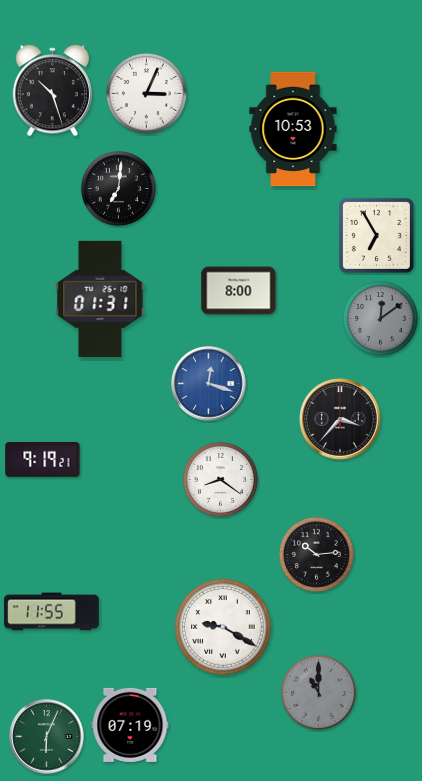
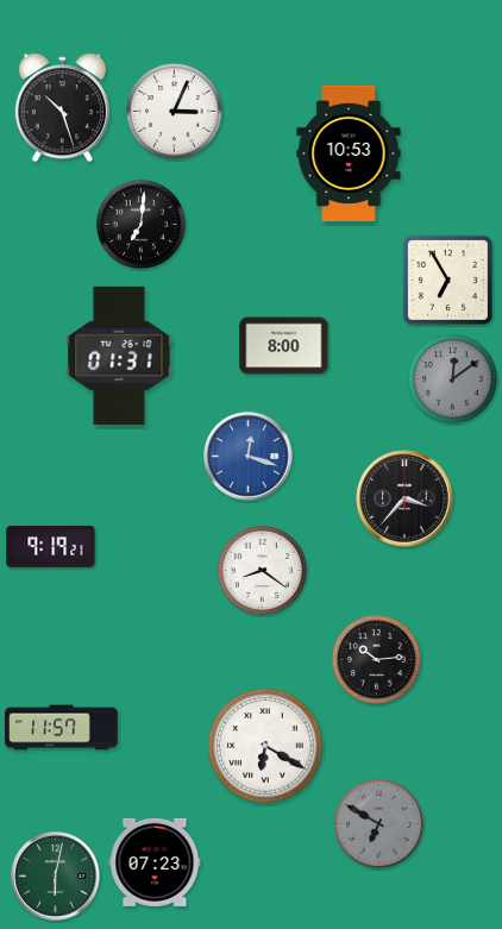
clock at (52, 612): 11:55 -> 11:57
clock at (223, 627): 9:20 -> 6:20
clock at (318, 692): 11:00 -> 6:50
clock at (130, 725): 07:19 -> 07:23
clock at (47, 737): 6:04 -> 6:02
